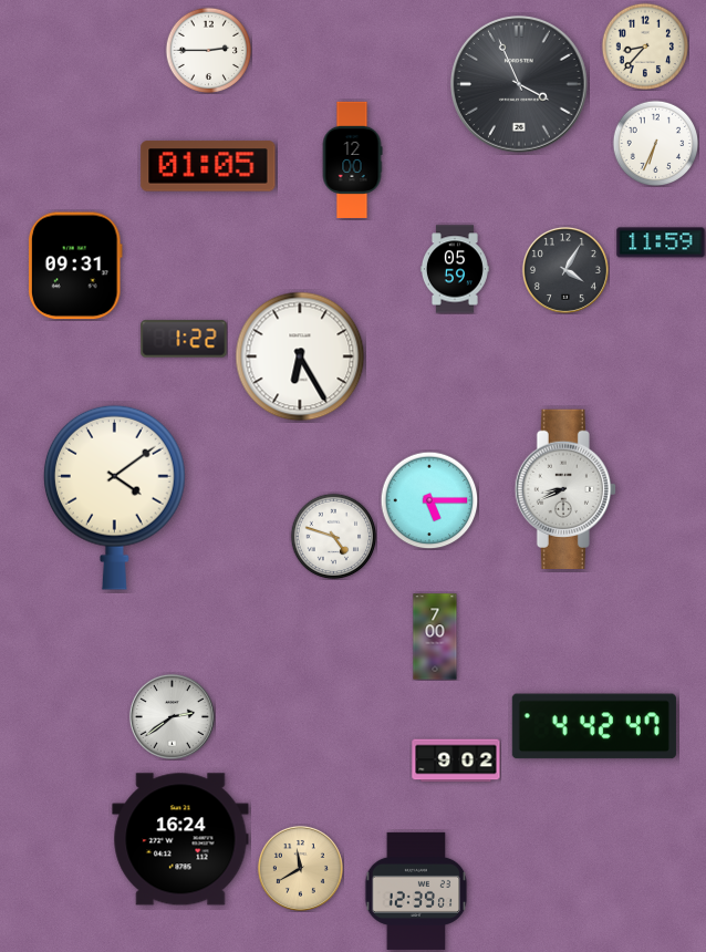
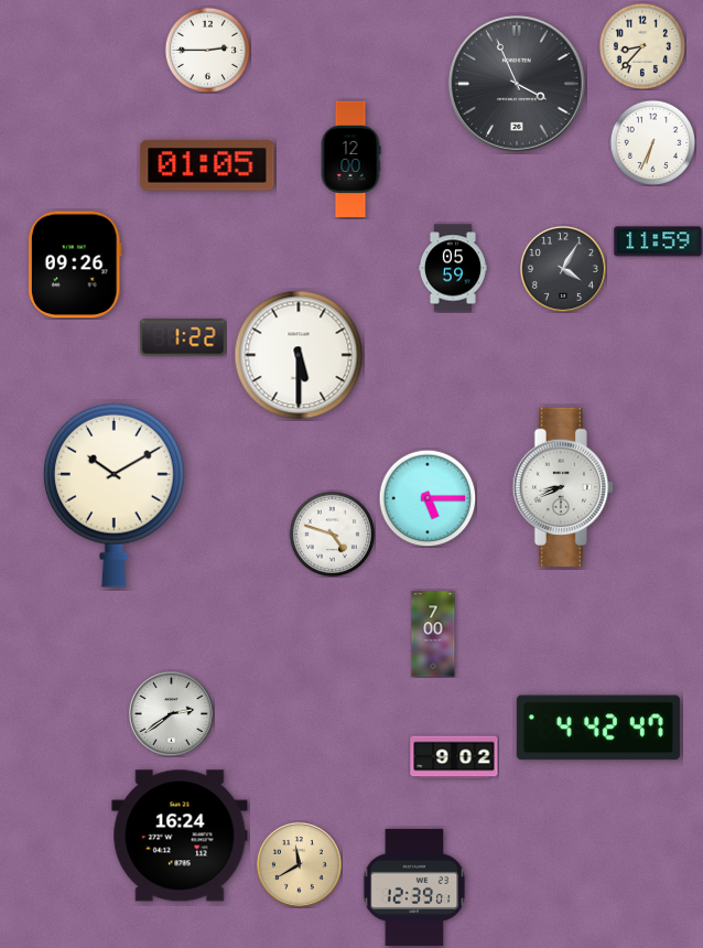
clock at (75, 266): 09:31 -> 09:26
clock at (300, 356): 6:25 -> 5:30
clock at (114, 497): 4:09 -> 10:10
clock at (594, 726) position: (594, 726) -> (598, 728)
